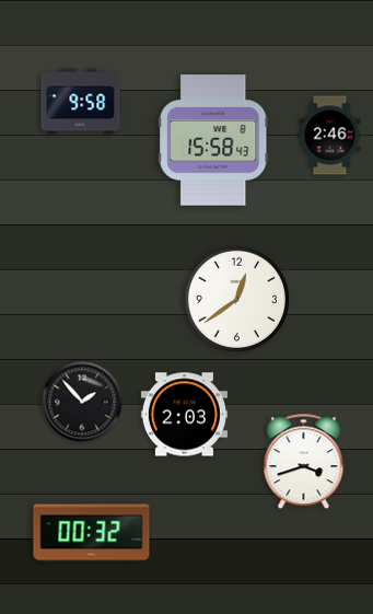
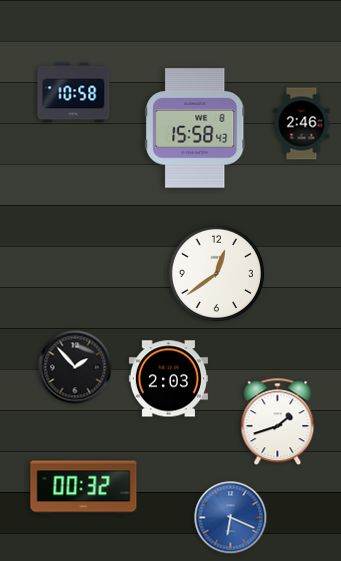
clock at (81, 102): 9:58 -> 10:58
clock at (304, 462): 3:42 -> 1:42
clock at (231, 518): none -> 6:19
